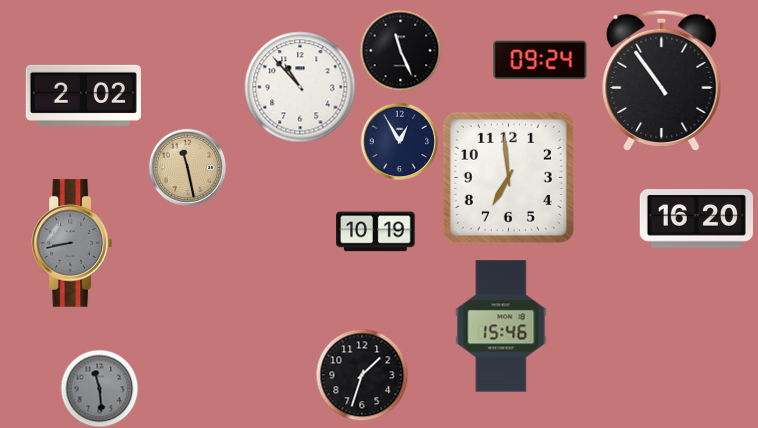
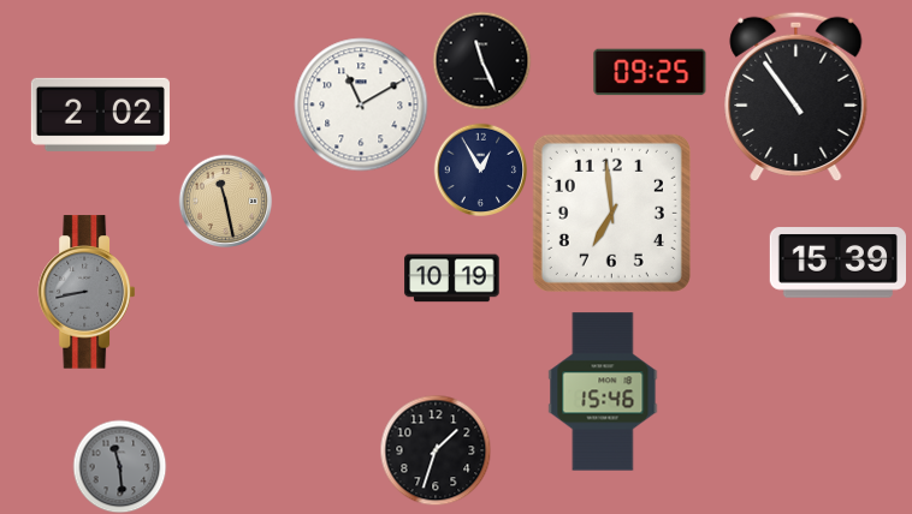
clock at (540, 60): 09:24 -> 09:25
clock at (300, 87): 10:53 -> 11:10
clock at (696, 219): 16:20 -> 15:39
